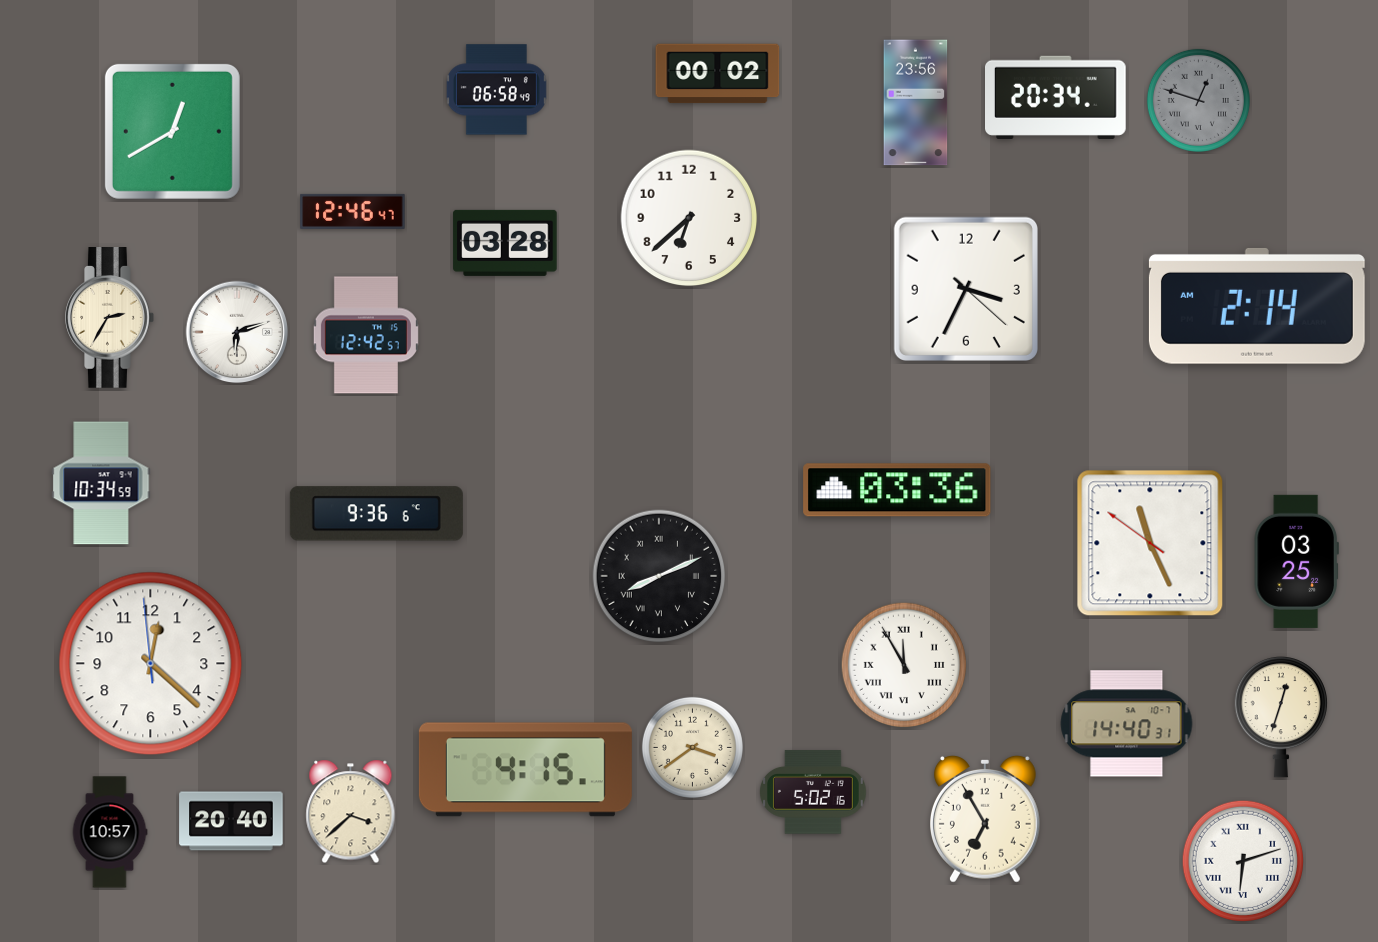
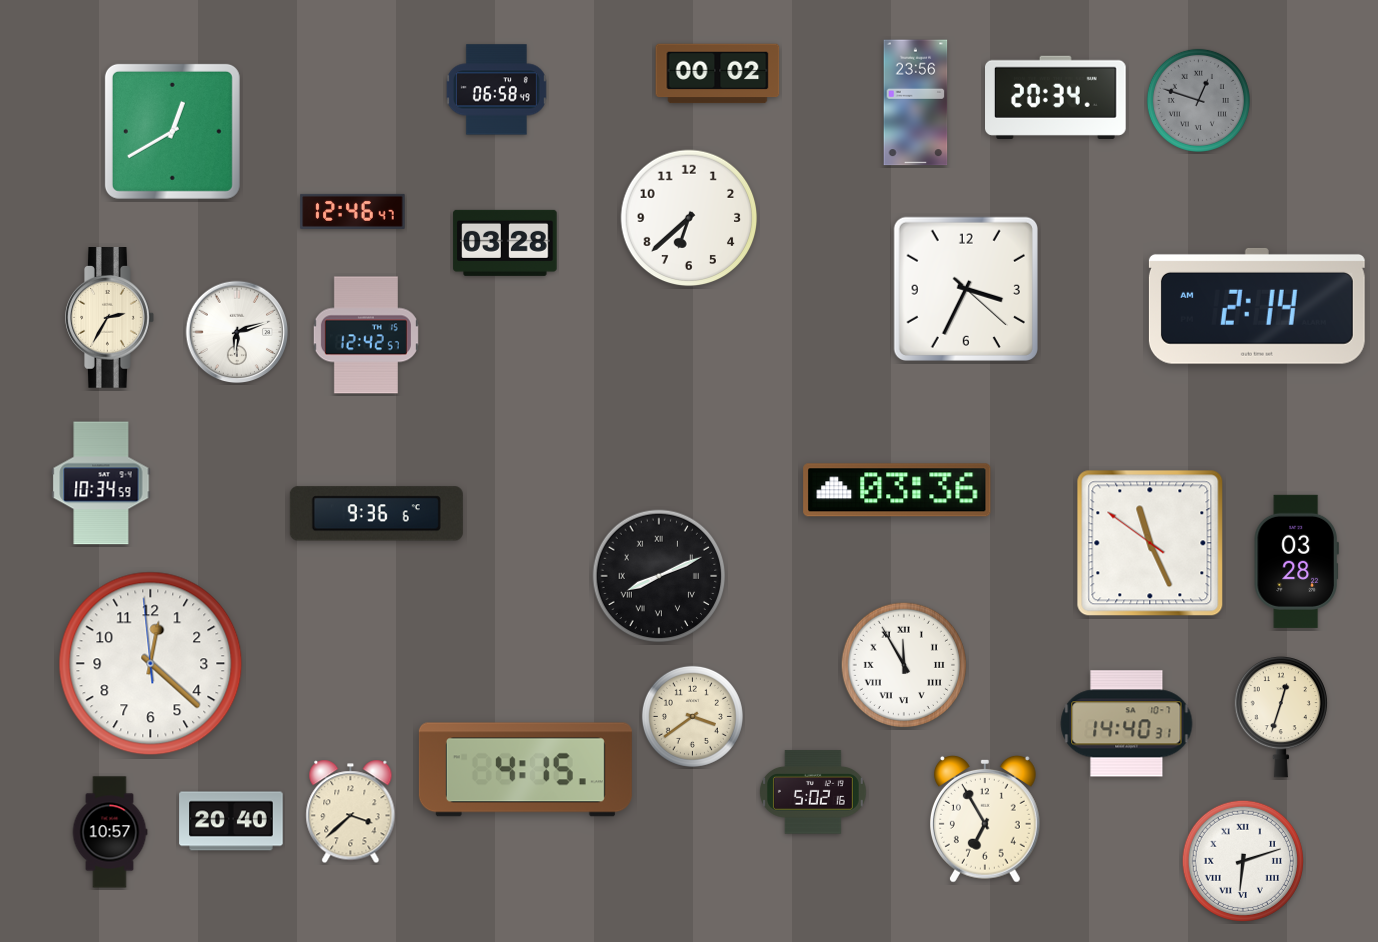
clock at (1296, 561): 03:25 -> 03:28
clock at (692, 747) position: (692, 747) -> (692, 716)
